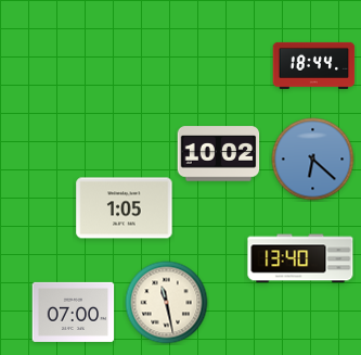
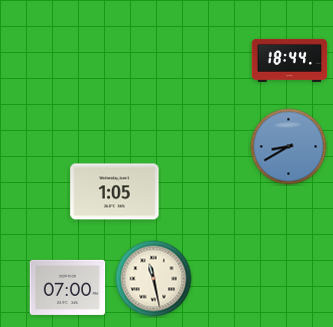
clock at (219, 154): 10:02 -> none
clock at (313, 160): 6:22 -> 8:40
clock at (300, 258): 13:40 -> none
